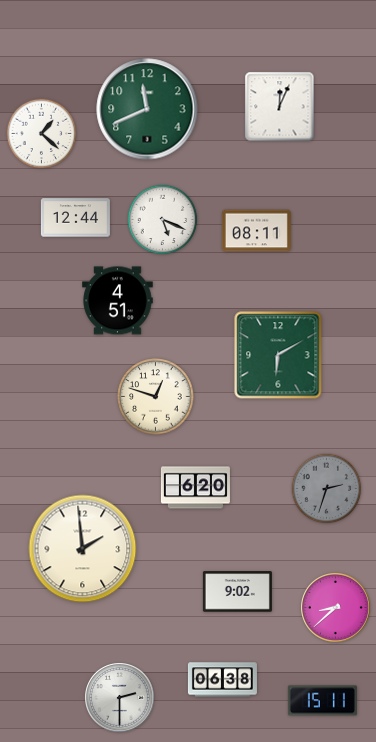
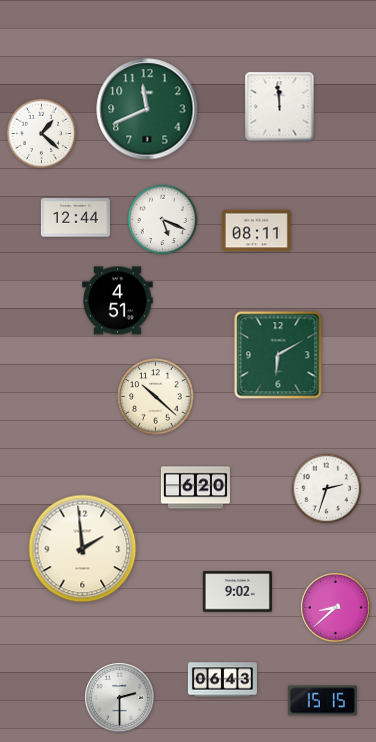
clock at (280, 107): 12:04 -> 11:59
clock at (156, 397): 12:48 -> 10:22
clock at (327, 489) dial: grey -> white
clock at (222, 680): 06:38 -> 06:43
clock at (322, 701): 15:11 -> 15:15
